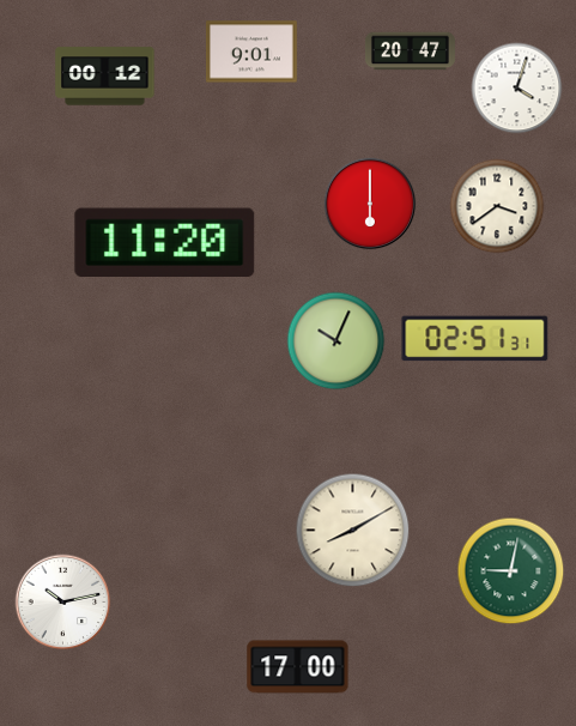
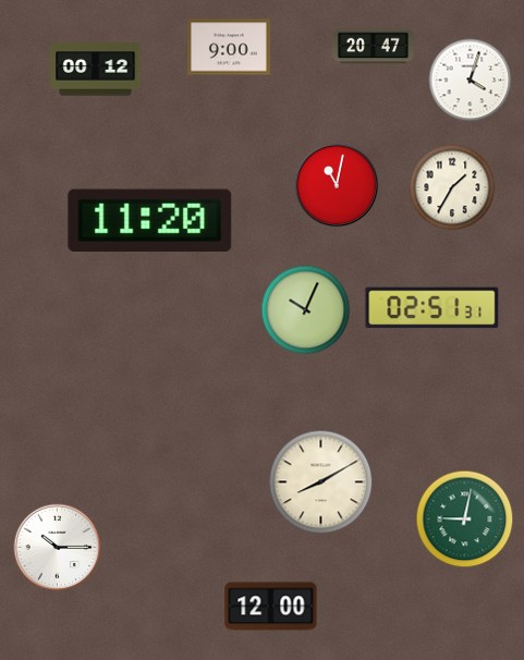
clock at (251, 52): 9:01 -> 9:00
clock at (370, 204): 6:00 -> 11:02
clock at (497, 206): 3:39 -> 1:35
clock at (63, 603): 10:13 -> 10:15
clock at (298, 667): 17:00 -> 12:00
